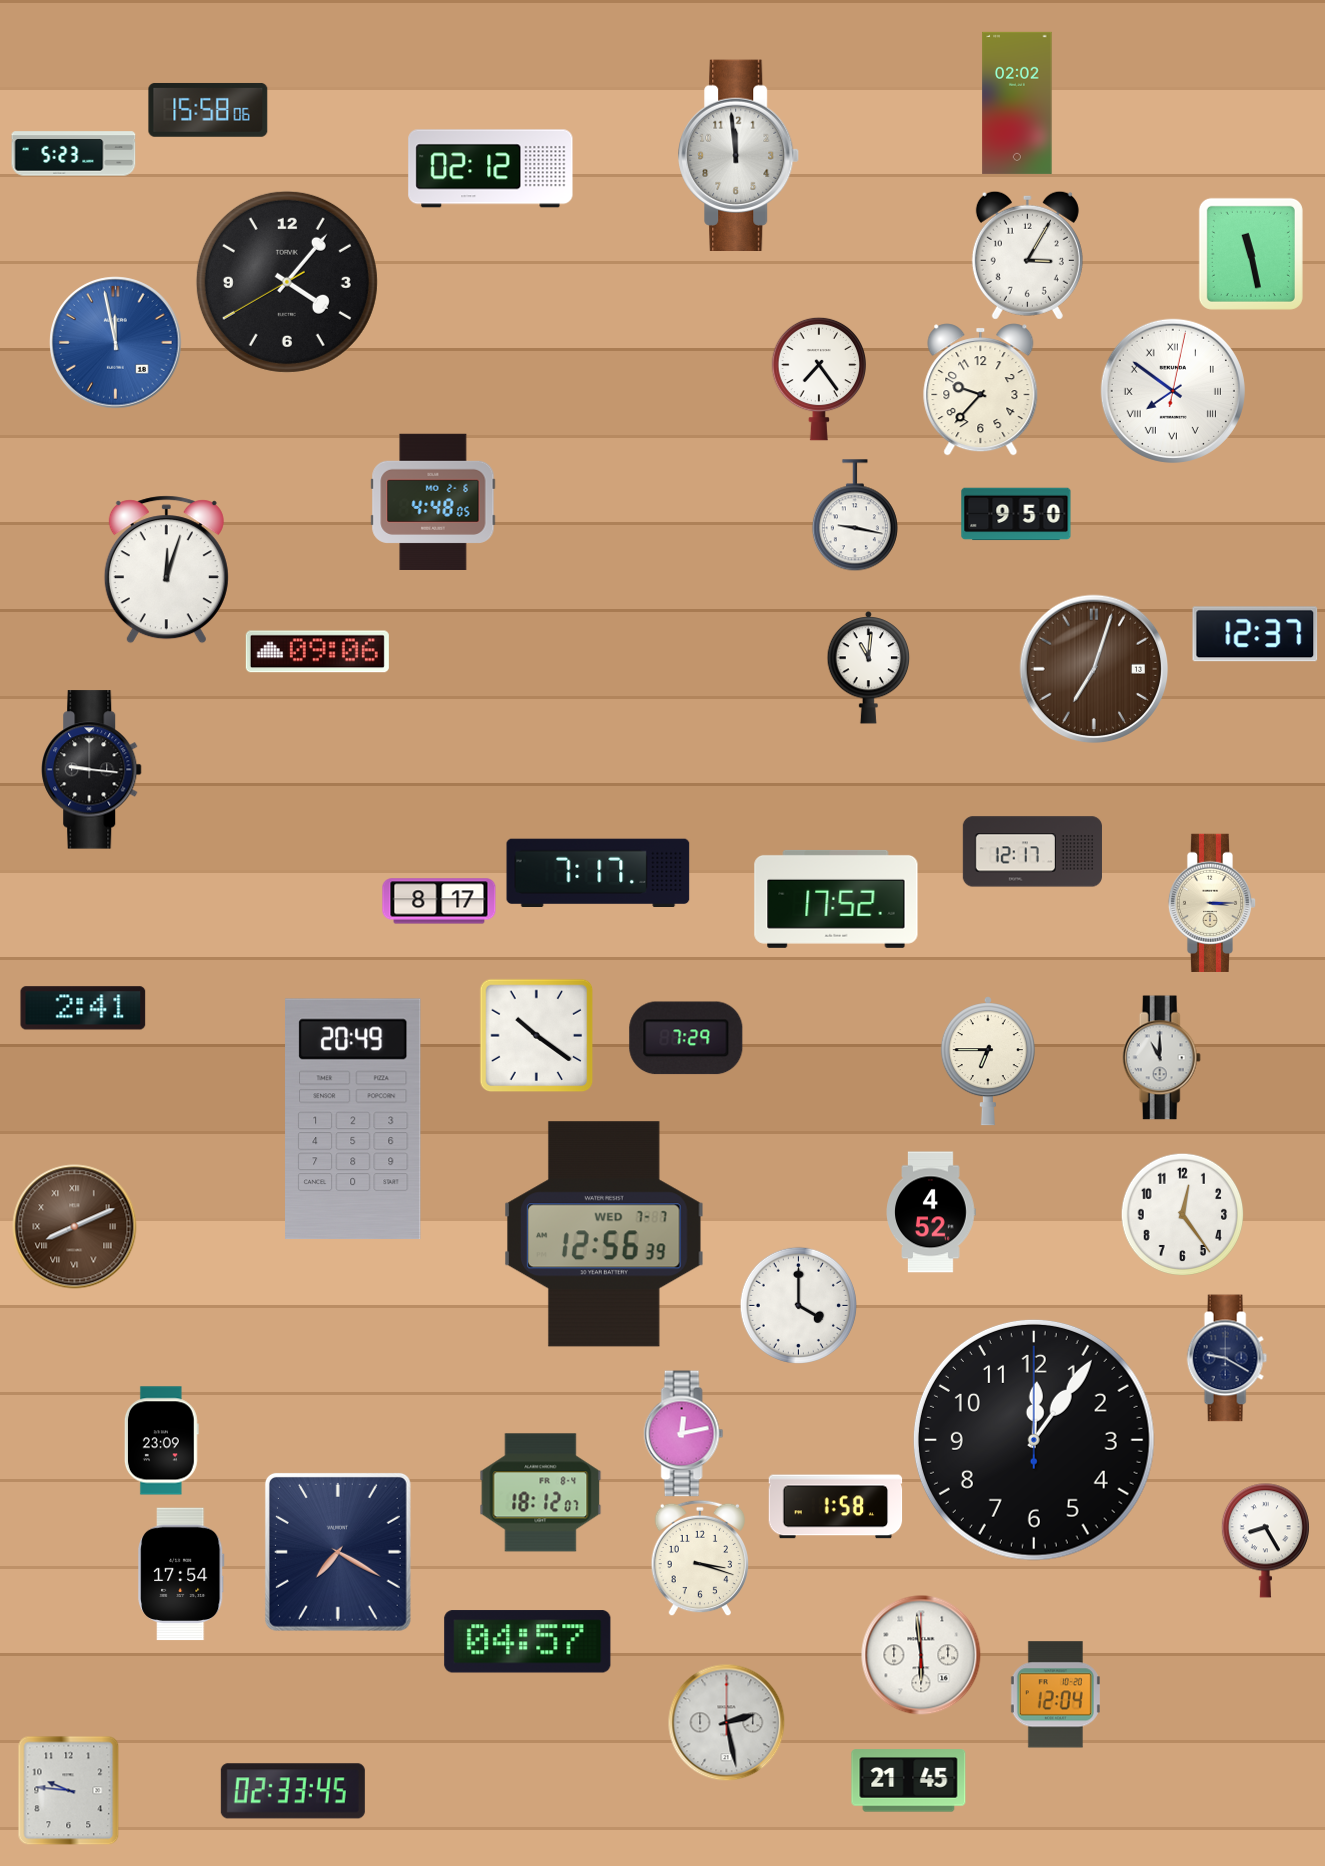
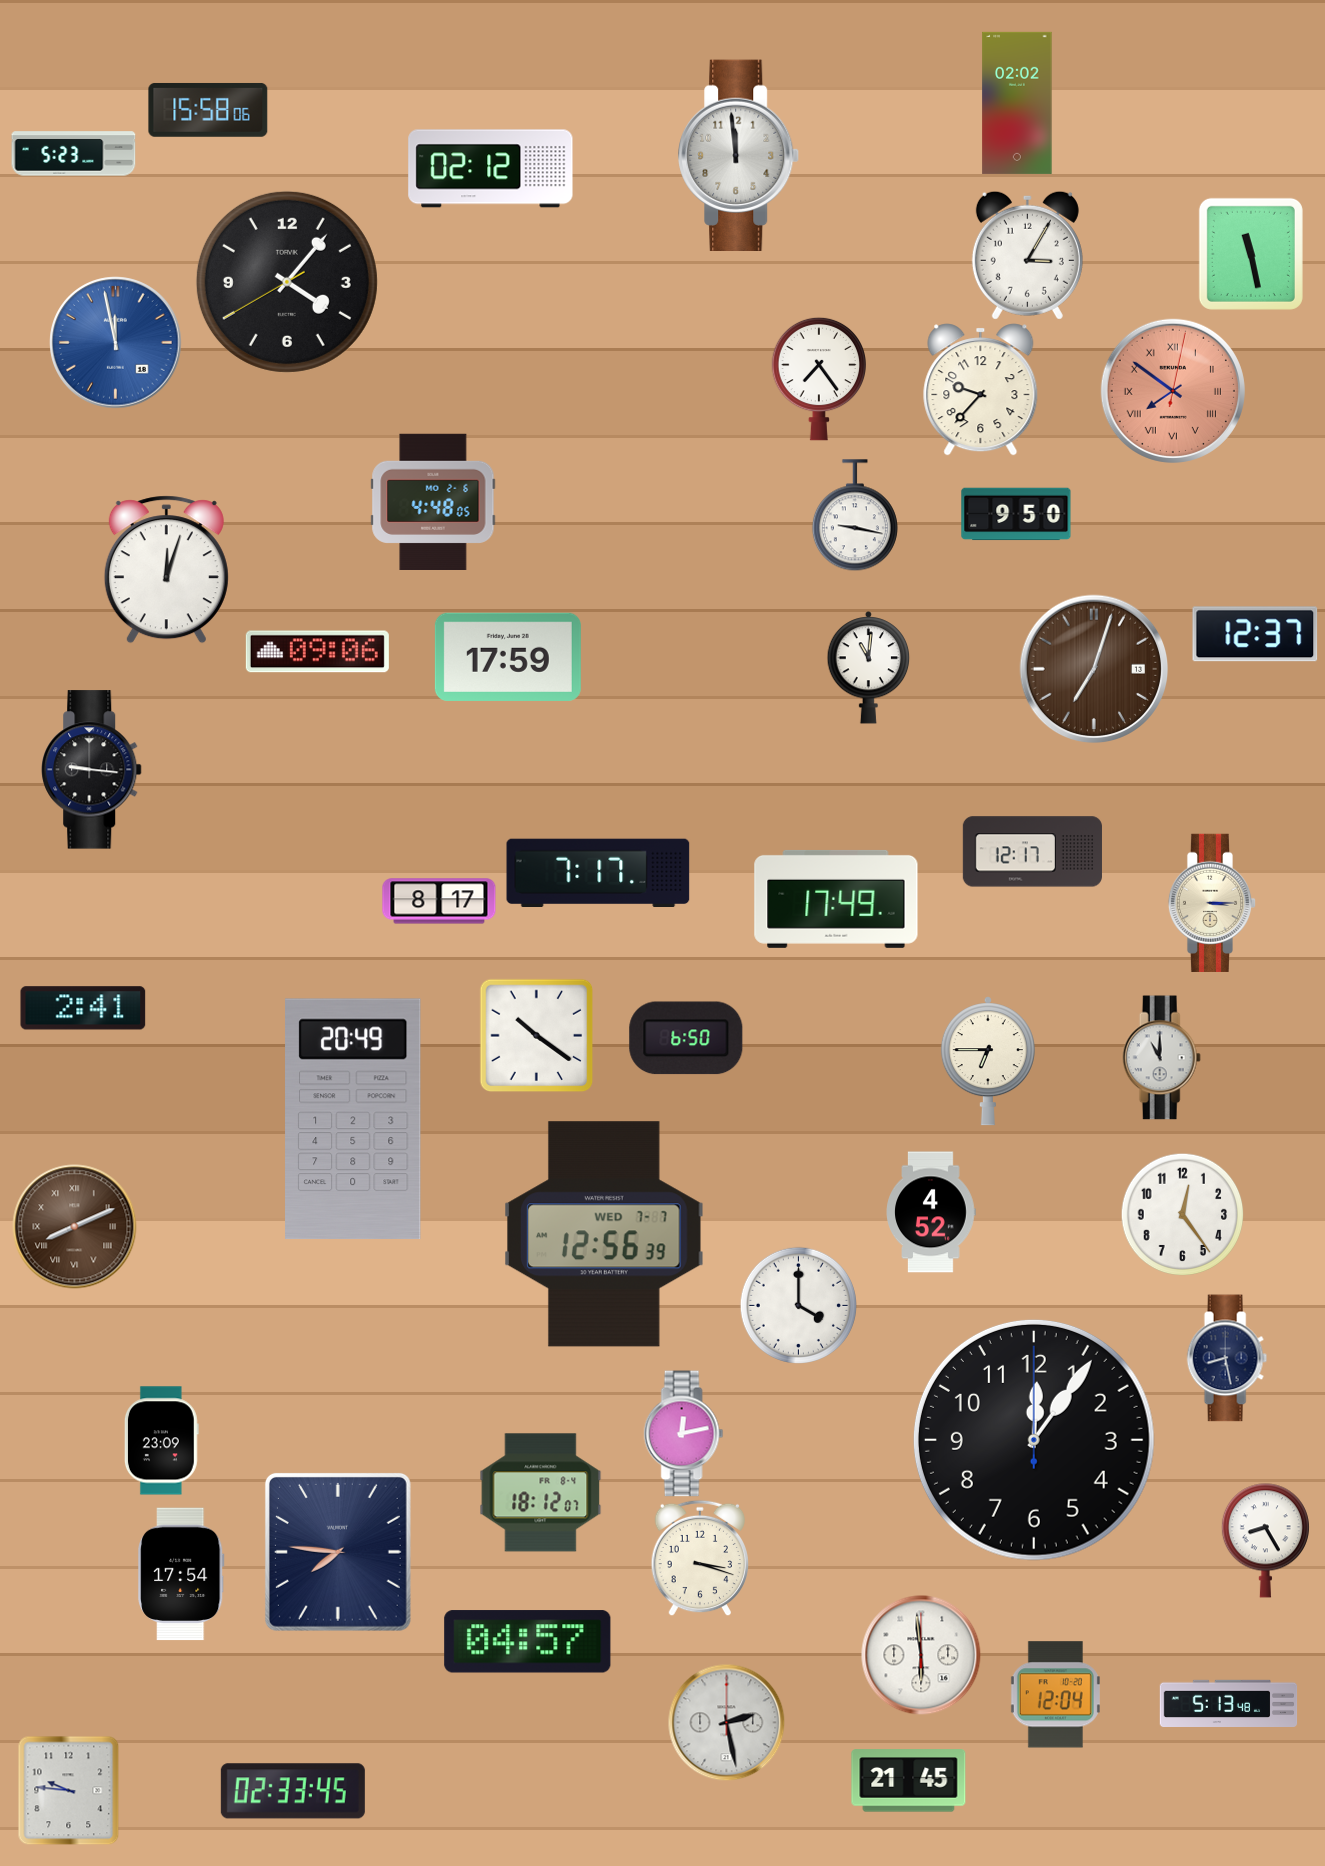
clock at (1173, 391) dial: white -> salmon
clock at (508, 657): none -> 17:59
clock at (836, 899): 17:52 -> 17:49
clock at (686, 1038): 7:29 -> 6:50
clock at (1227, 1358): 9:20 -> 8:28
clock at (836, 1507): 1:58 -> none
clock at (338, 1552): 7:20 -> 7:46
clock at (1229, 1703): none -> 5:13
